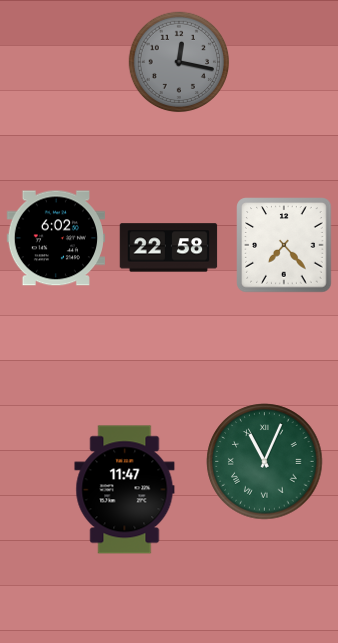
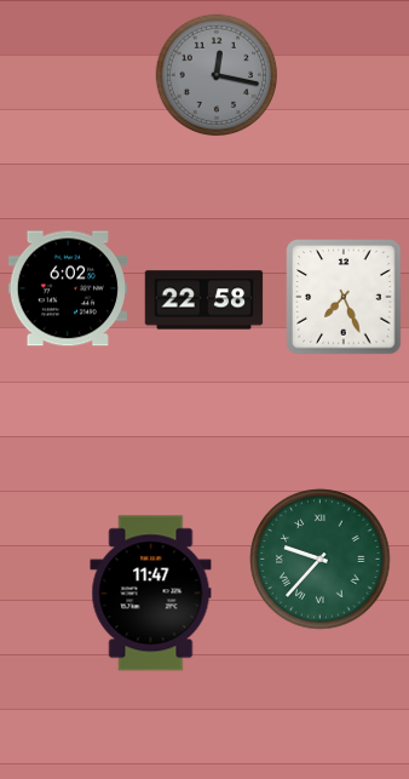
clock at (284, 245): 7:23 -> 7:26
clock at (265, 462): 11:04 -> 9:37
